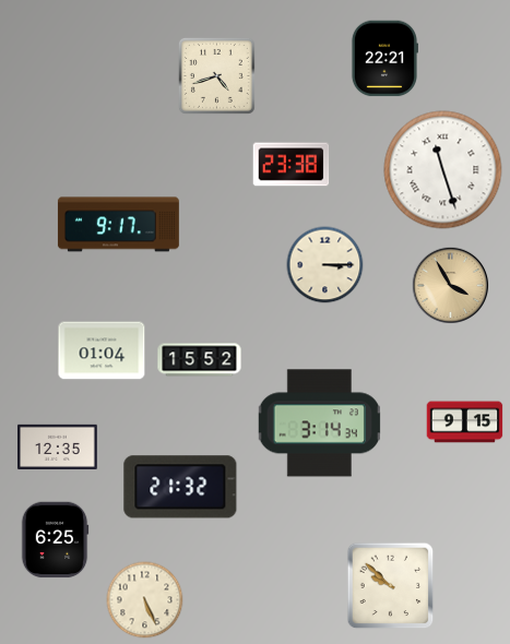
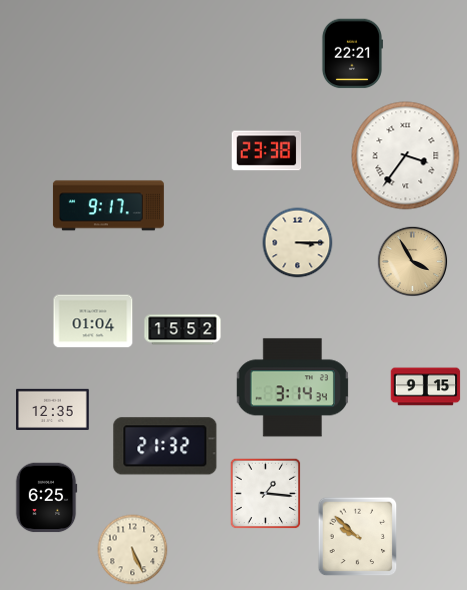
clock at (216, 75): 4:42 -> none
clock at (443, 170): 11:27 -> 3:36
clock at (266, 494): none -> 1:16
clock at (55, 540) position: (55, 540) -> (46, 498)
